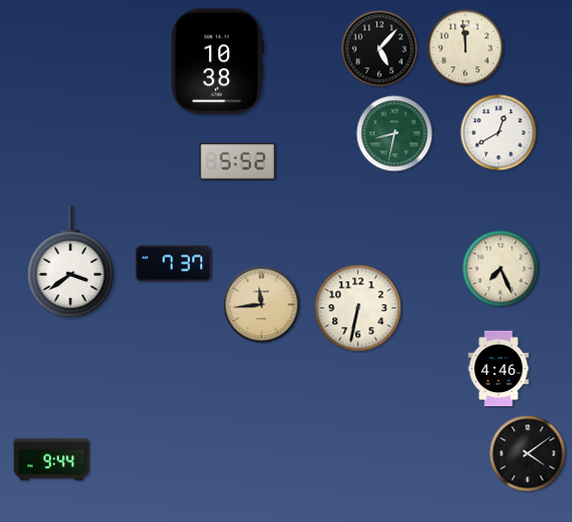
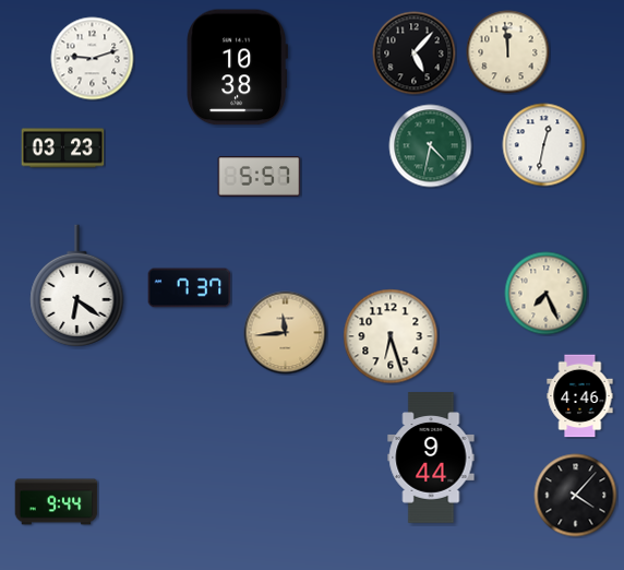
clock at (93, 59): none -> 9:12
clock at (499, 133): 12:40 -> 12:32
clock at (395, 134): 8:32 -> 4:32
clock at (63, 149): none -> 03:23
clock at (238, 162): 5:52 -> 5:57
clock at (71, 262): 3:39 -> 6:21
clock at (358, 308): 6:32 -> 6:27
clock at (499, 369) position: (499, 369) -> (580, 396)
clock at (431, 458): none -> 9:44
clock at (528, 454): 4:09 -> 4:07
